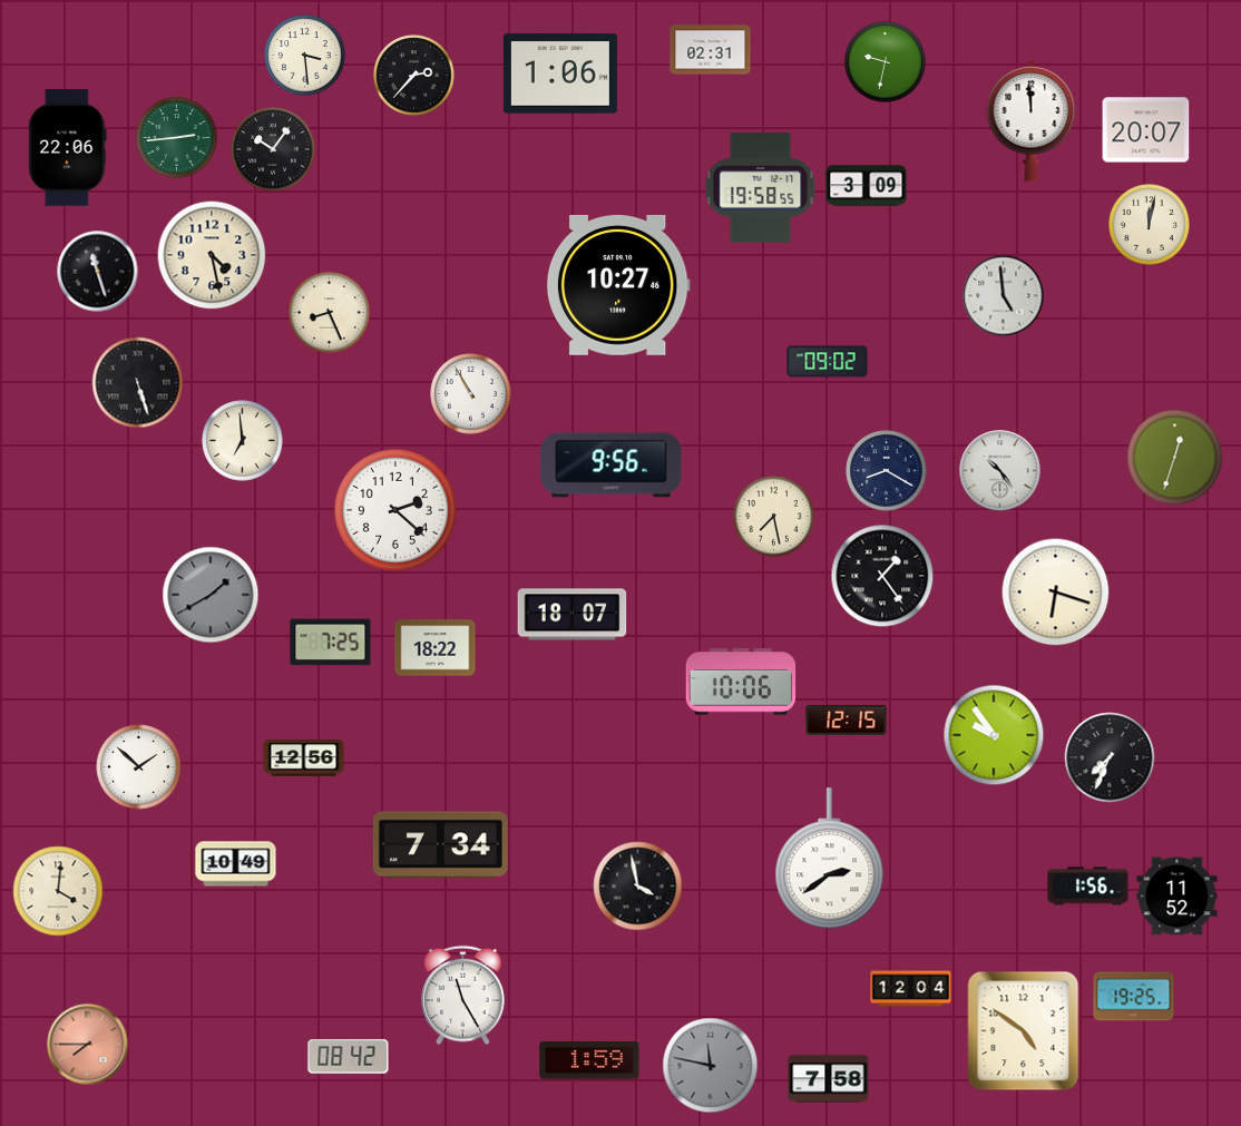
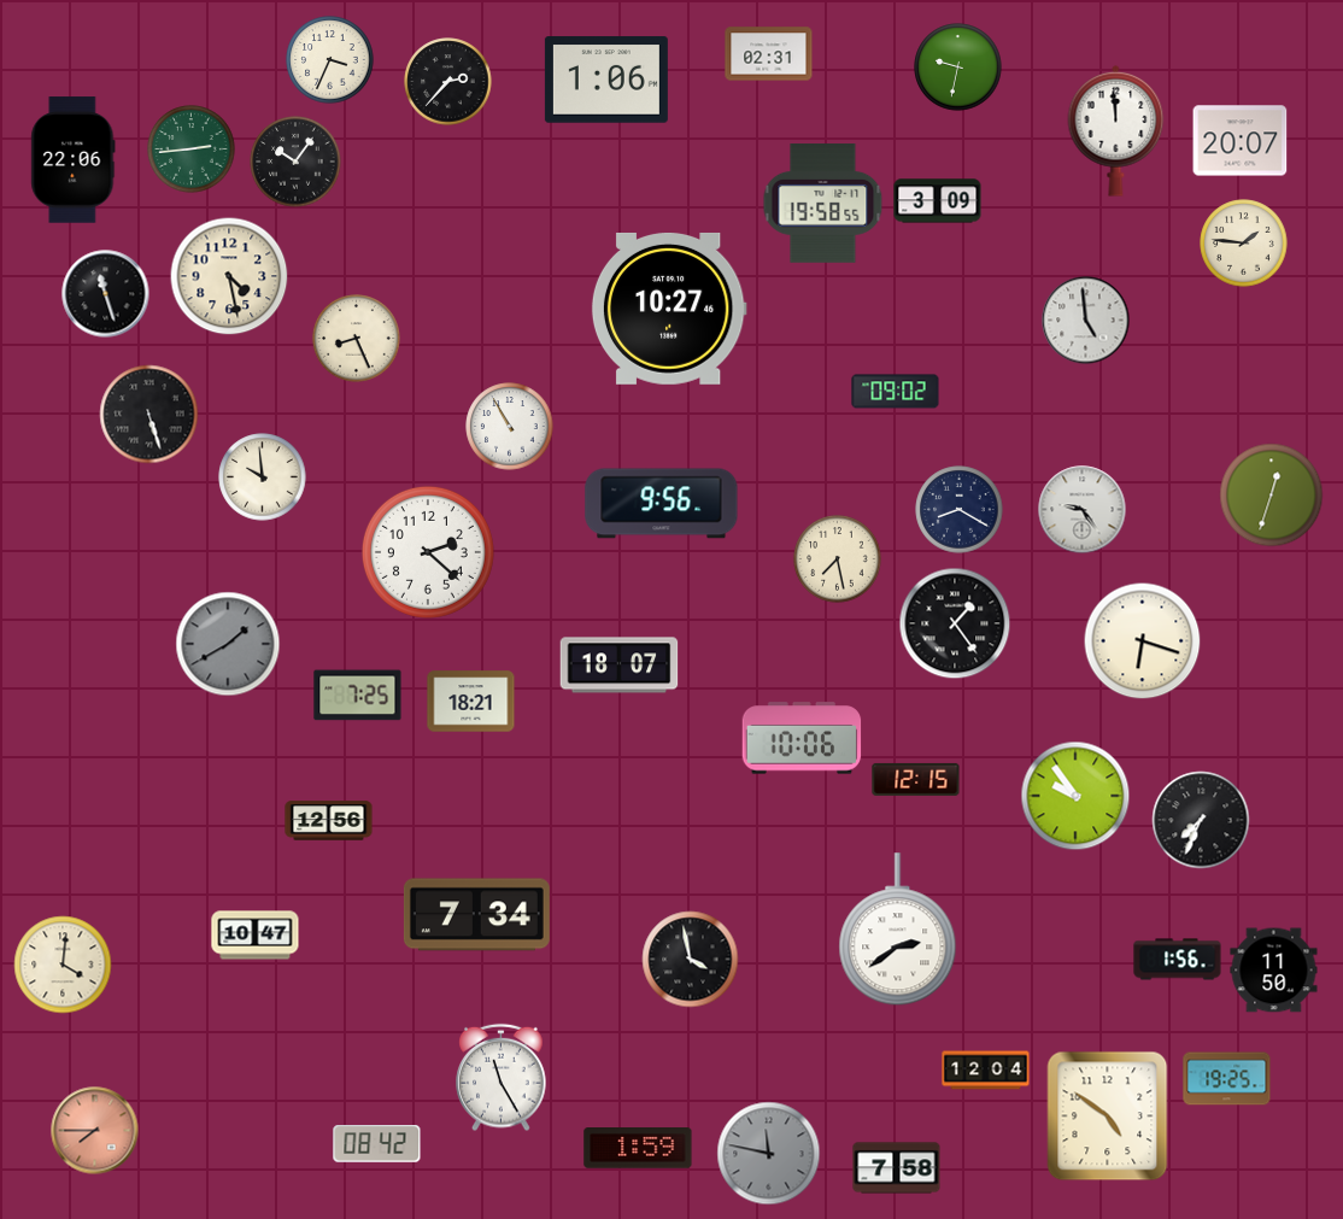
clock at (305, 56): 3:29 -> 3:34
clock at (1150, 225): 12:02 -> 1:46
clock at (243, 441): 6:59 -> 9:59
clock at (1000, 471): 10:24 -> 9:24
clock at (436, 648): 18:22 -> 18:21
clock at (139, 767): 1:52 -> none
clock at (236, 864): 10:49 -> 10:47
clock at (1178, 897): 11:52 -> 11:50
